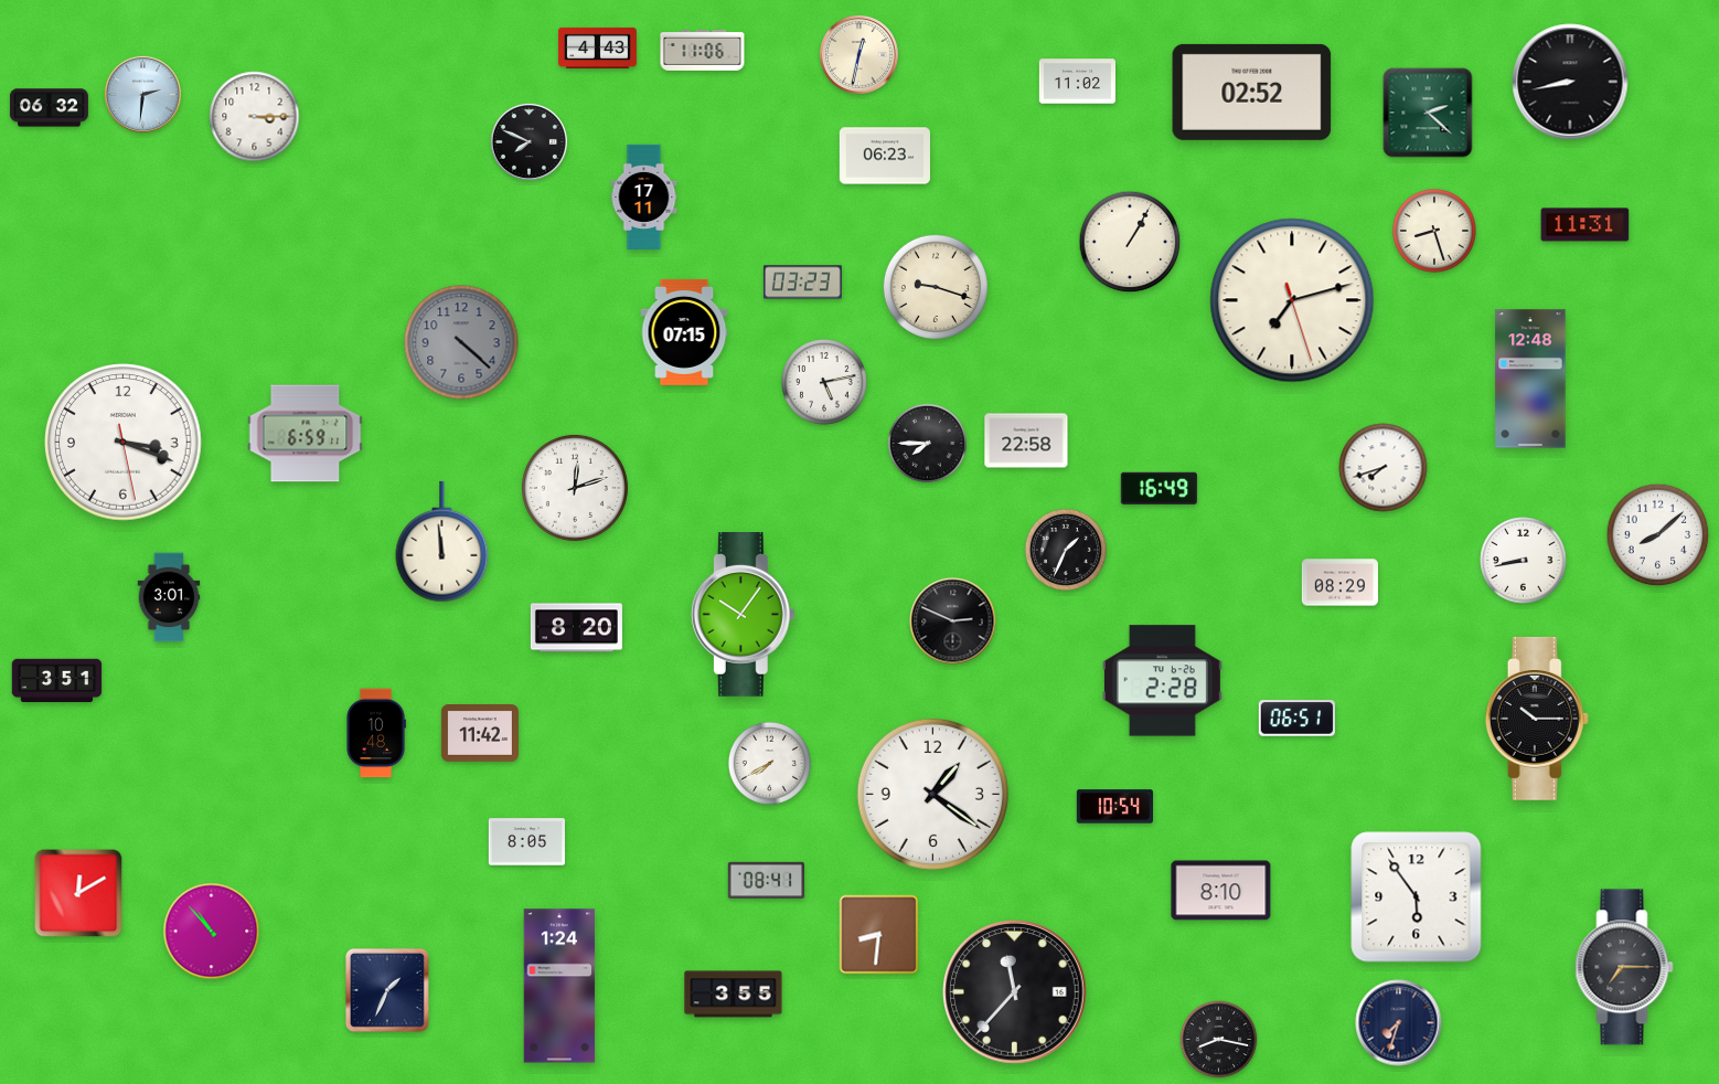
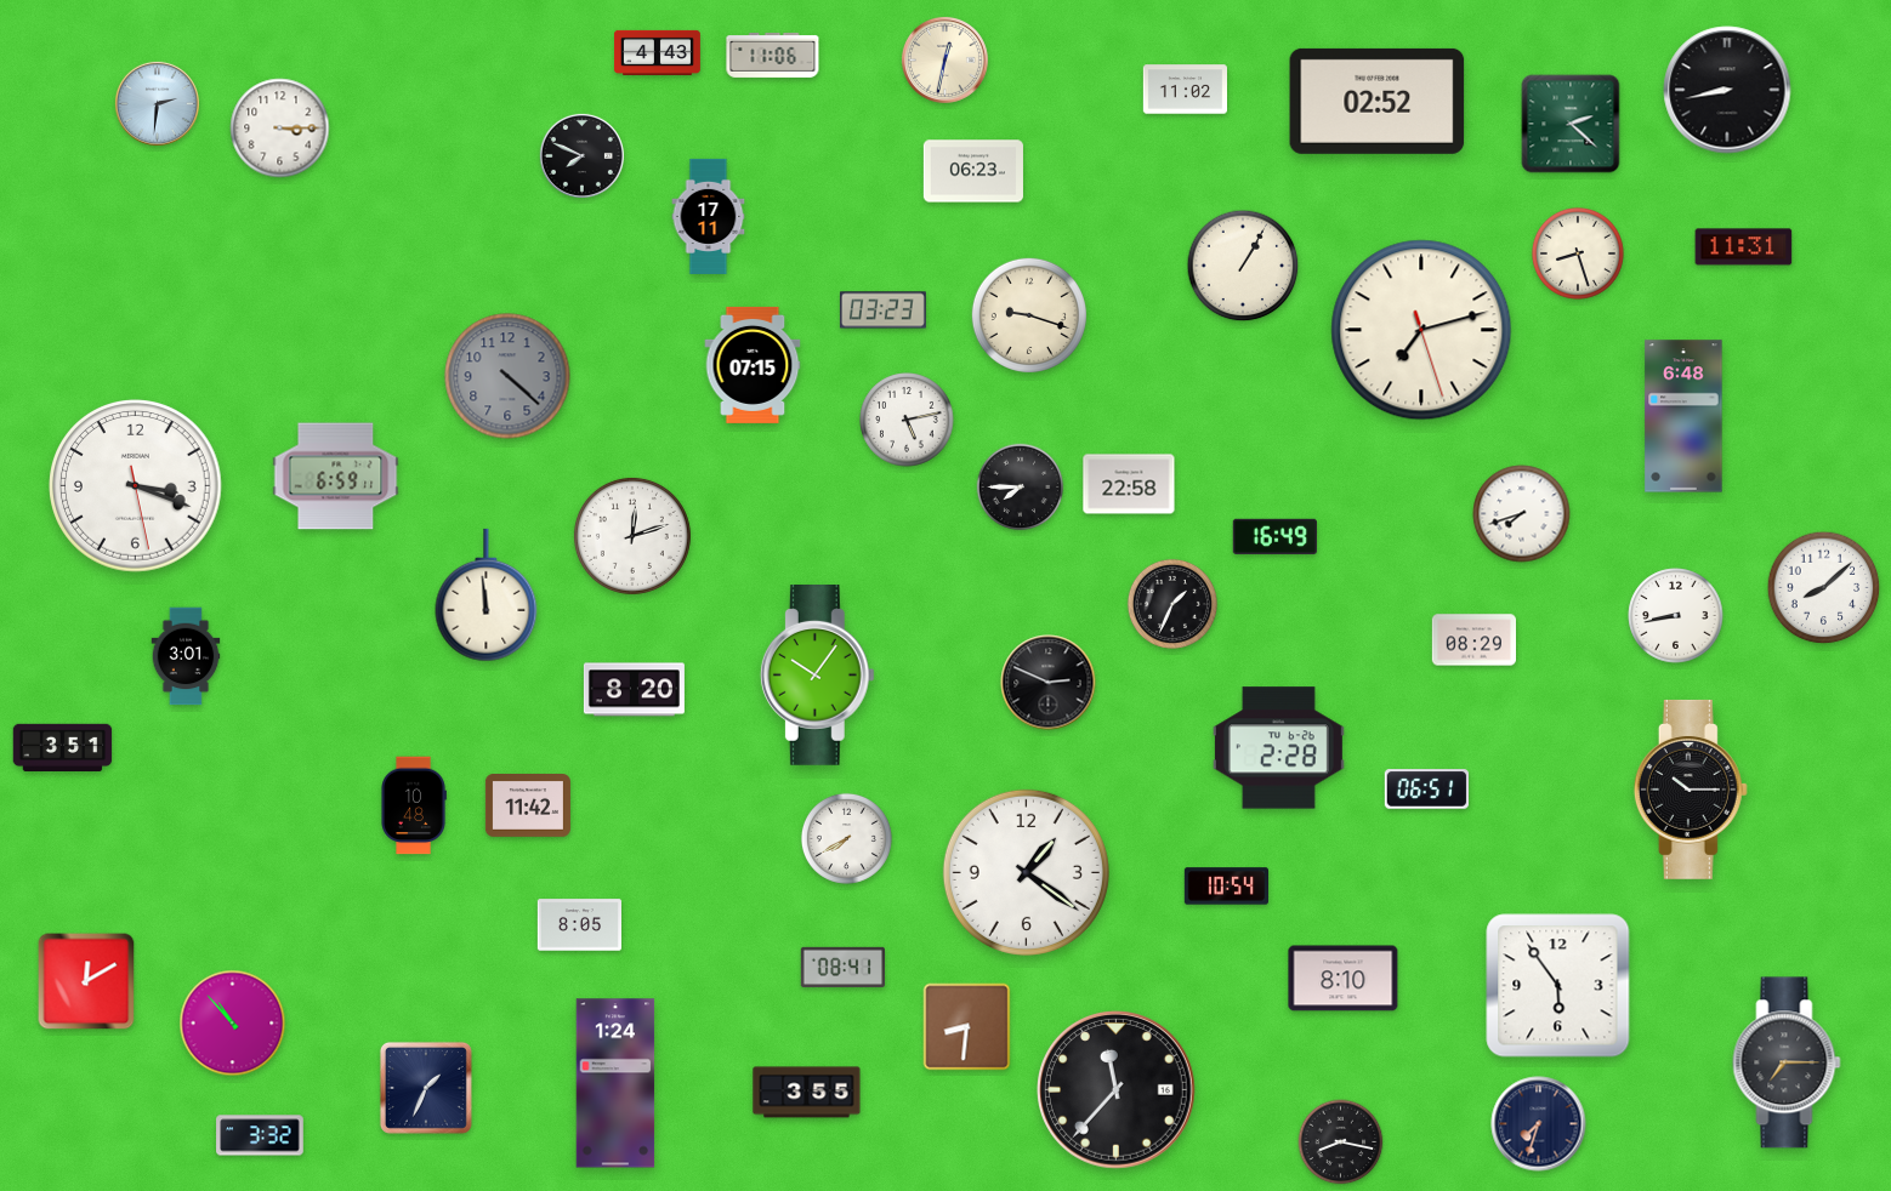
clock at (49, 108): 06:32 -> none
clock at (1530, 379): 12:48 -> 6:48
clock at (260, 1135): none -> 3:32
